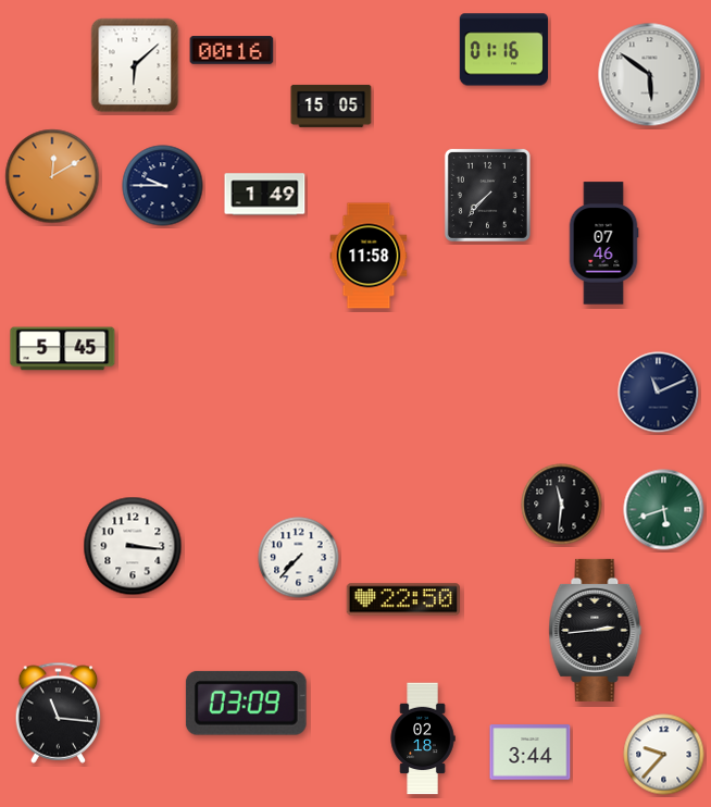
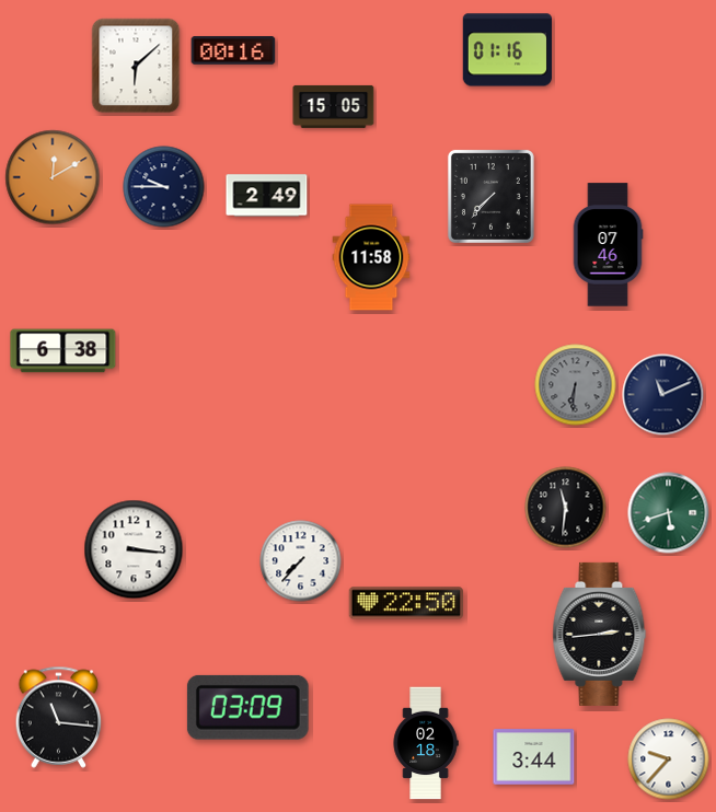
clock at (650, 75): 5:51 -> none
clock at (265, 195): 1:49 -> 2:49
clock at (63, 349): 5:45 -> 6:38
clock at (576, 385): none -> 6:31
